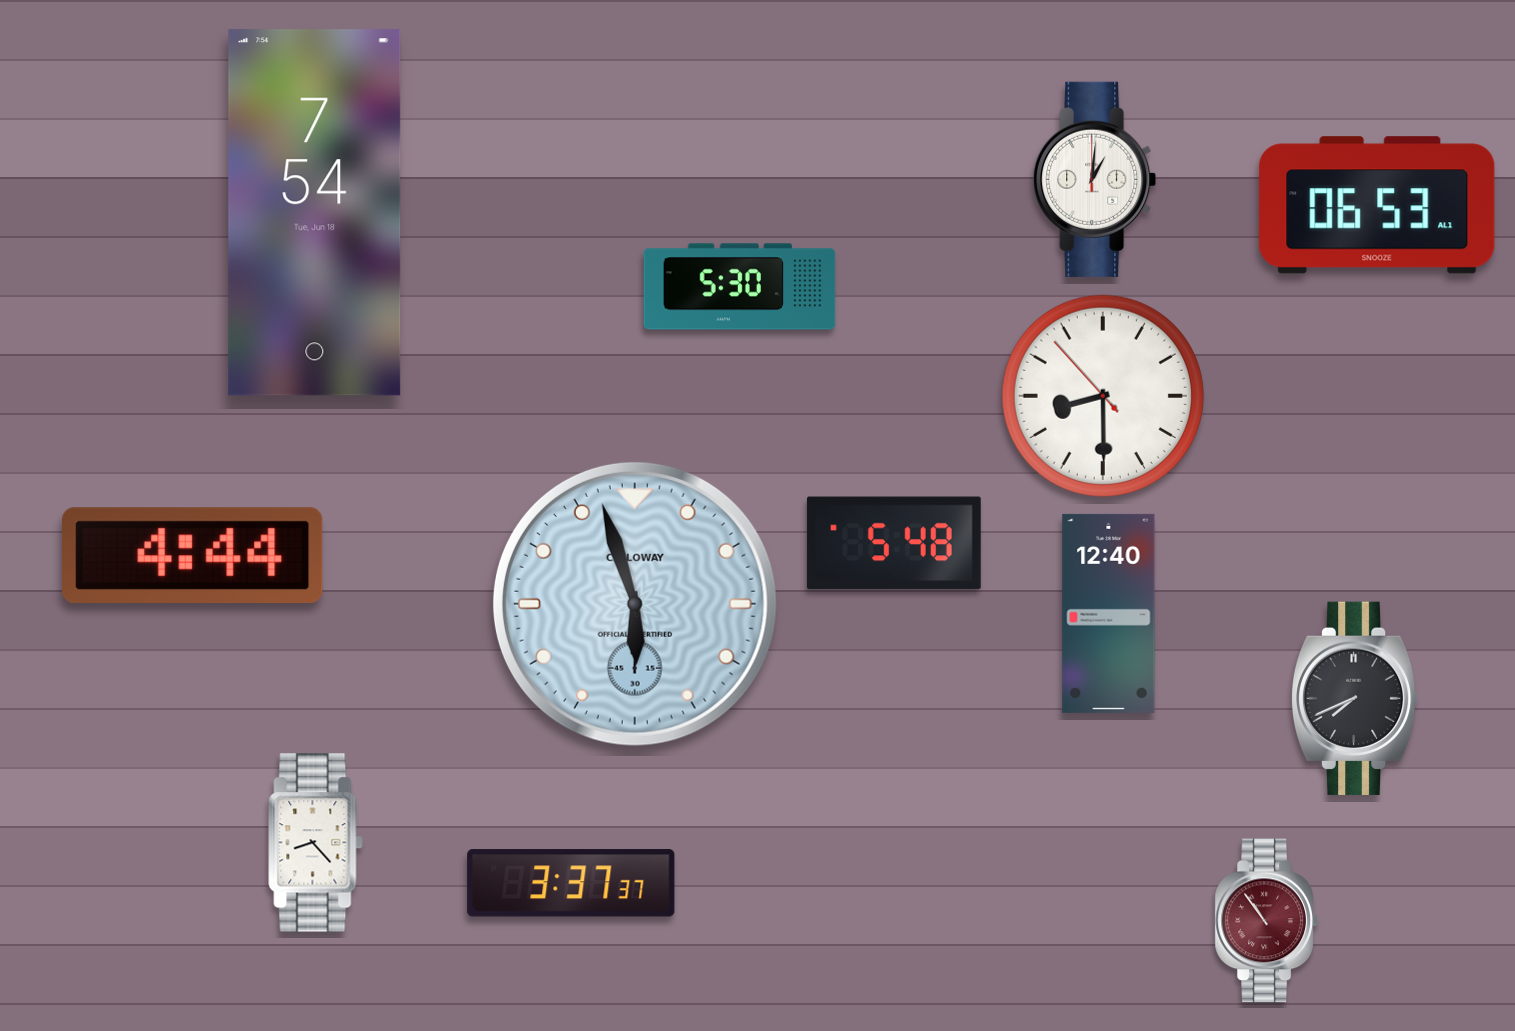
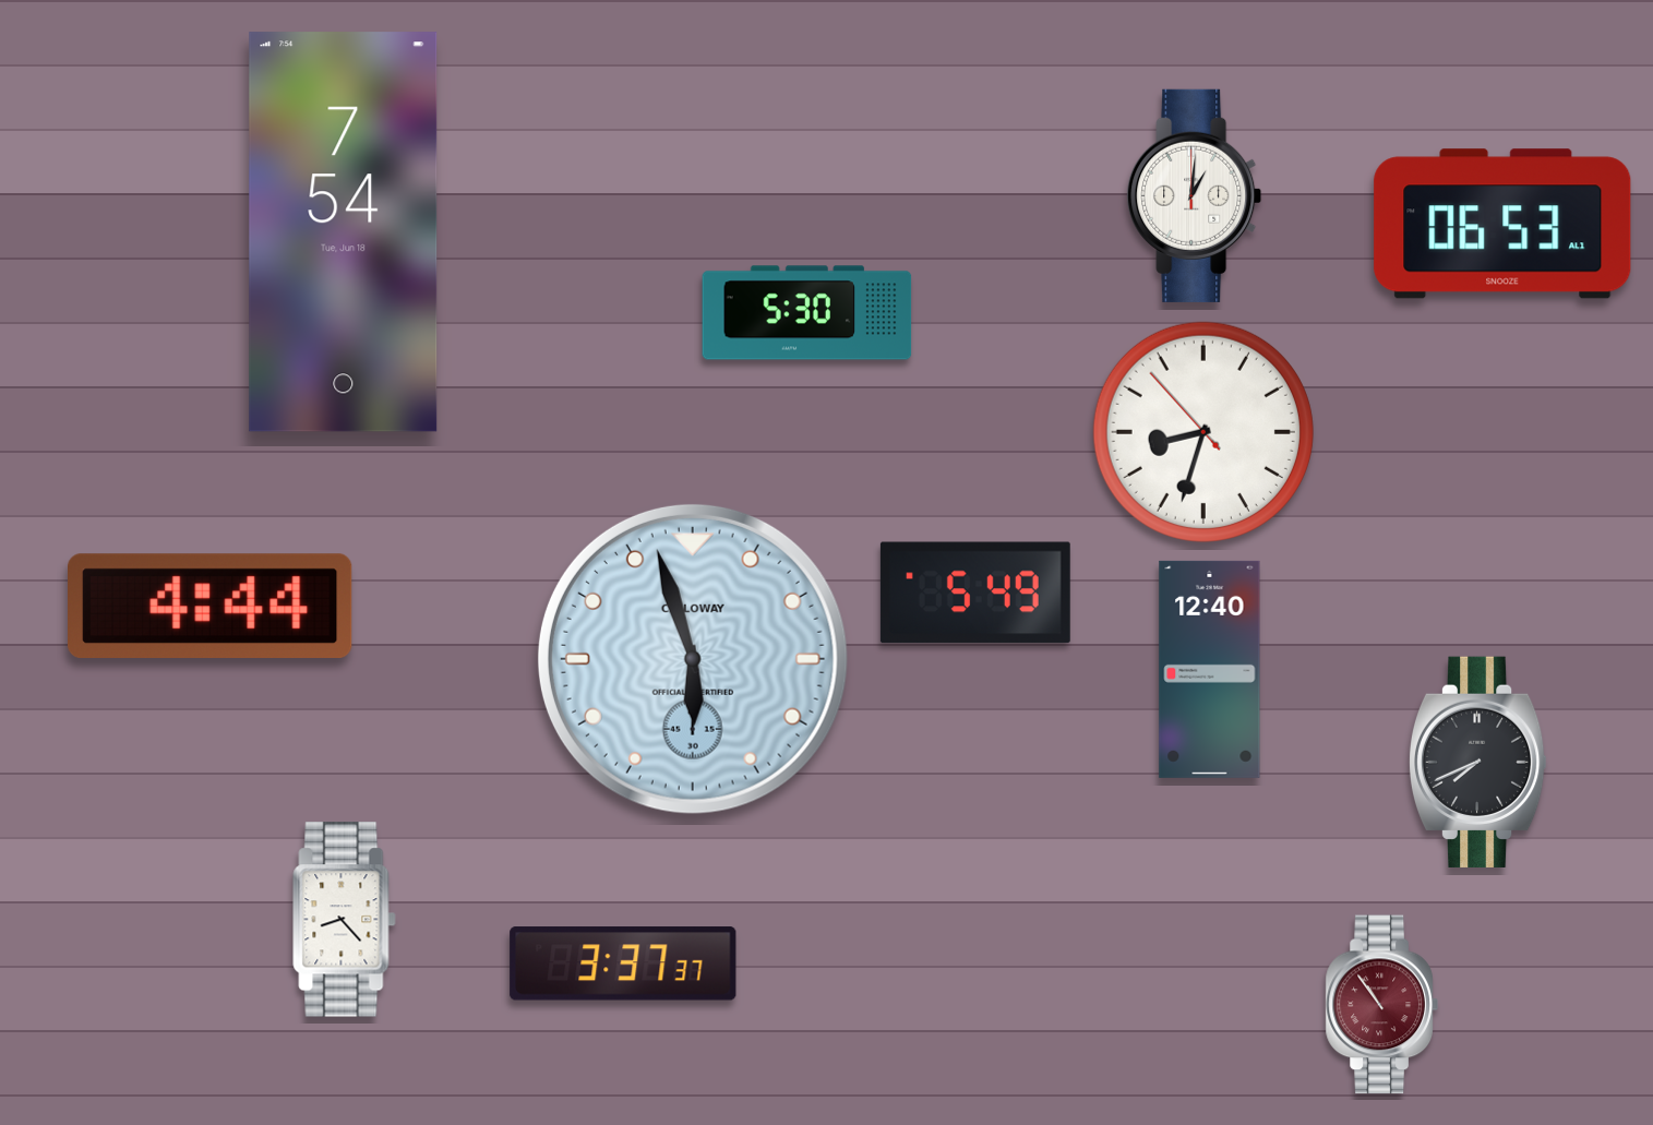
clock at (1103, 396): 8:29 -> 8:32
clock at (894, 543): 5:48 -> 5:49
